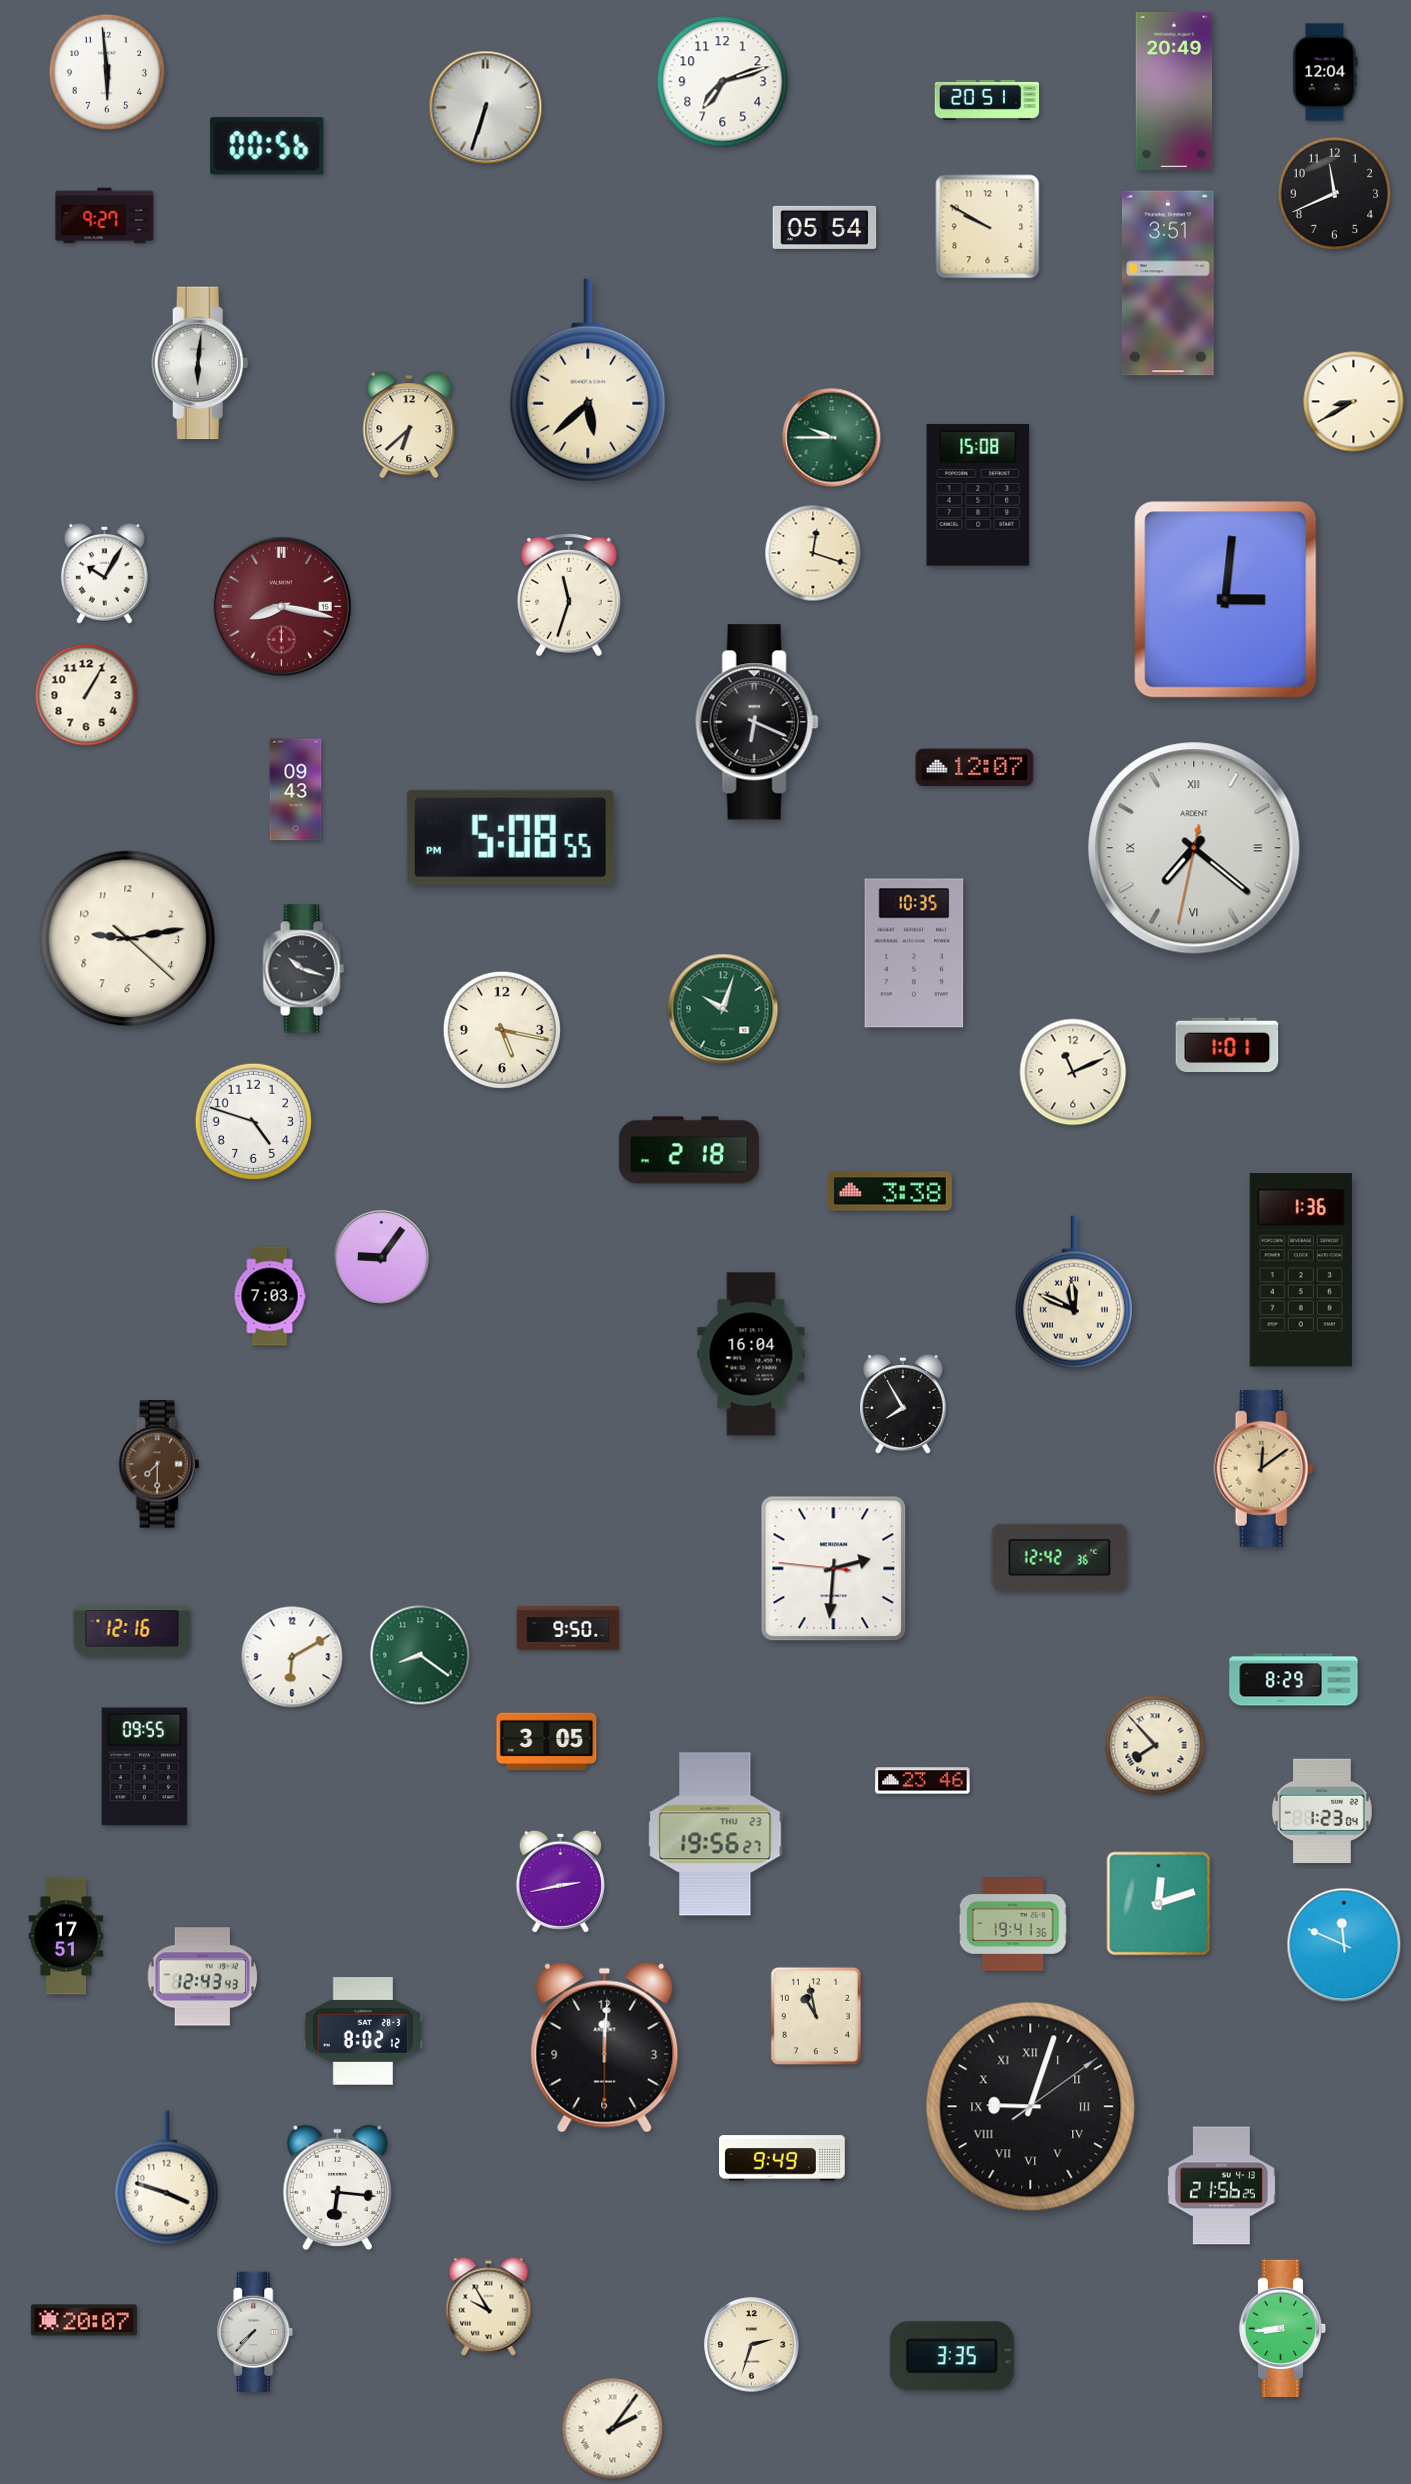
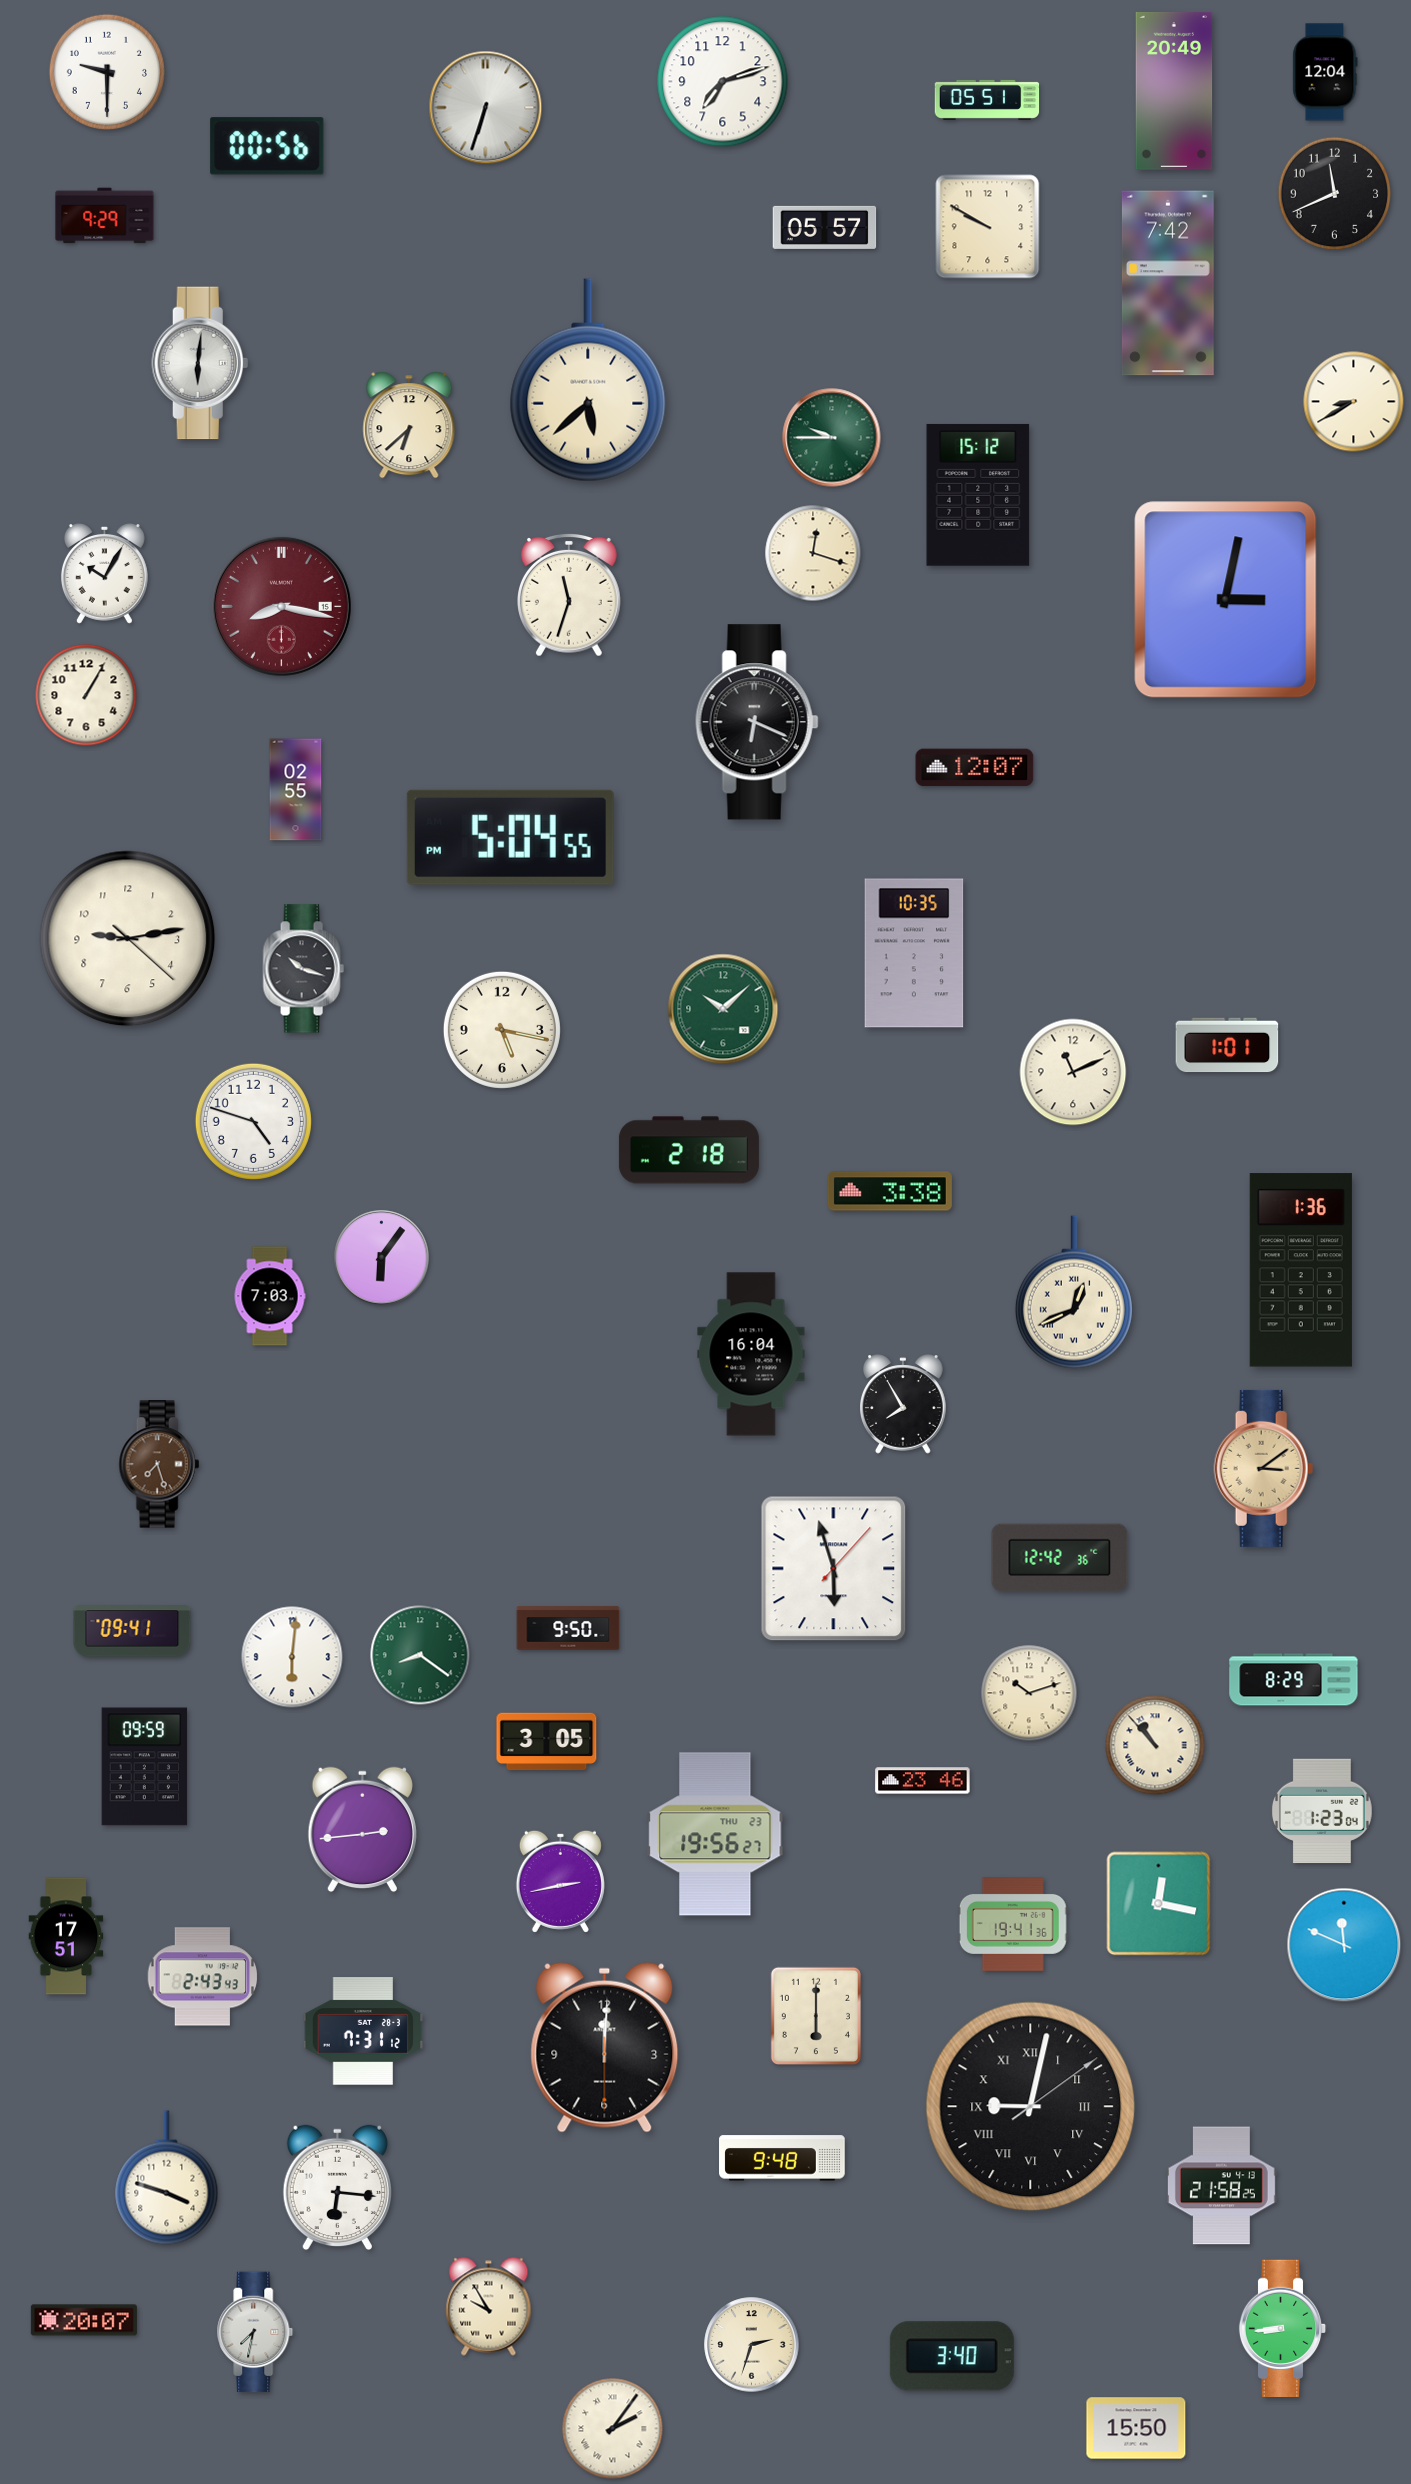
clock at (107, 72): 5:59 -> 9:30
clock at (987, 100): 20:51 -> 05:51
clock at (105, 216): 9:27 -> 9:29
clock at (825, 227): 05:54 -> 05:57
clock at (1168, 283): 3:51 -> 7:42
clock at (978, 495): 15:08 -> 15:12
clock at (1226, 600): 3:01 -> 3:02
clock at (296, 790): 09:43 -> 02:55
clock at (510, 837): 5:08 -> 5:04
clock at (1194, 848): 7:21 -> none
clock at (723, 1009): 10:03 -> 10:08
clock at (382, 1258): 9:06 -> 6:06
clock at (1074, 1292): 11:49 -> 12:41
clock at (159, 1464): 7:30 -> 7:27
clock at (1264, 1468): 12:09 -> 3:09
clock at (834, 1569): 2:30 -> 5:57
clock at (132, 1631): 12:16 -> 09:41
clock at (292, 1657): 6:10 -> 6:01
clock at (1029, 1693): none -> 10:12
clock at (1155, 1745): 7:53 -> 10:53
clock at (145, 1767): 09:55 -> 09:59
clock at (362, 1830): none -> 2:44
clock at (1159, 1904): 12:12 -> 12:17
clock at (203, 1977): 12:43 -> 2:43
clock at (816, 2016): 10:58 -> 6:00
clock at (363, 2031): 8:02 -> 7:31
clock at (1031, 2107): 9:03 -> 9:02
clock at (782, 2158): 9:49 -> 9:48
clock at (1221, 2186): 21:56 -> 21:58
clock at (255, 2332): 7:37 -> 7:32
clock at (952, 2356): 3:35 -> 3:40
clock at (1136, 2428): none -> 15:50
